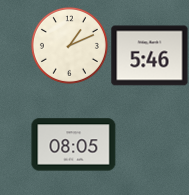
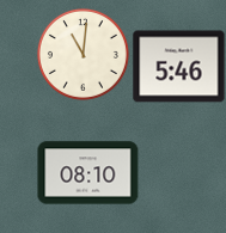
clock at (69, 45): 1:11 -> 11:01
clock at (74, 145): 08:05 -> 08:10
